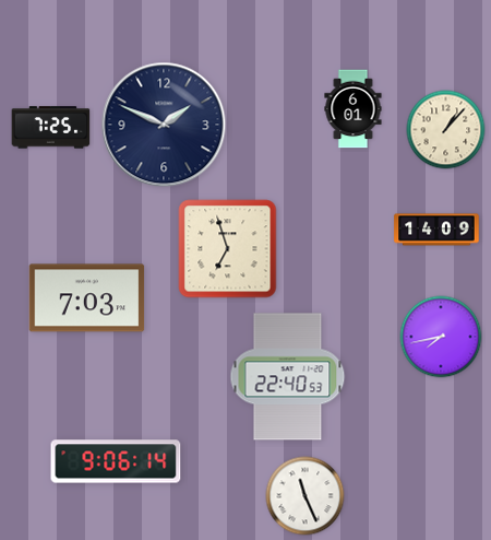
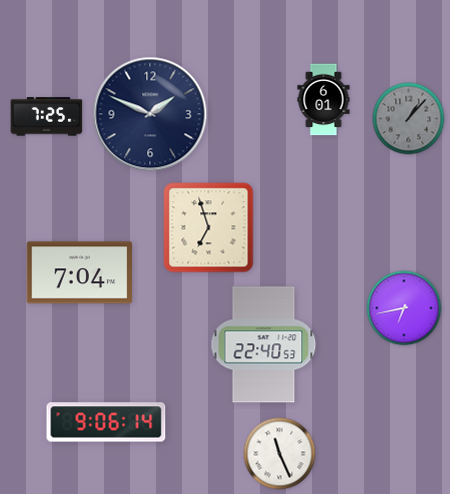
clock at (446, 130) dial: cream -> grey
clock at (436, 230): 14:09 -> none
clock at (87, 298): 7:03 -> 7:04
clock at (441, 337): 7:43 -> 6:43
